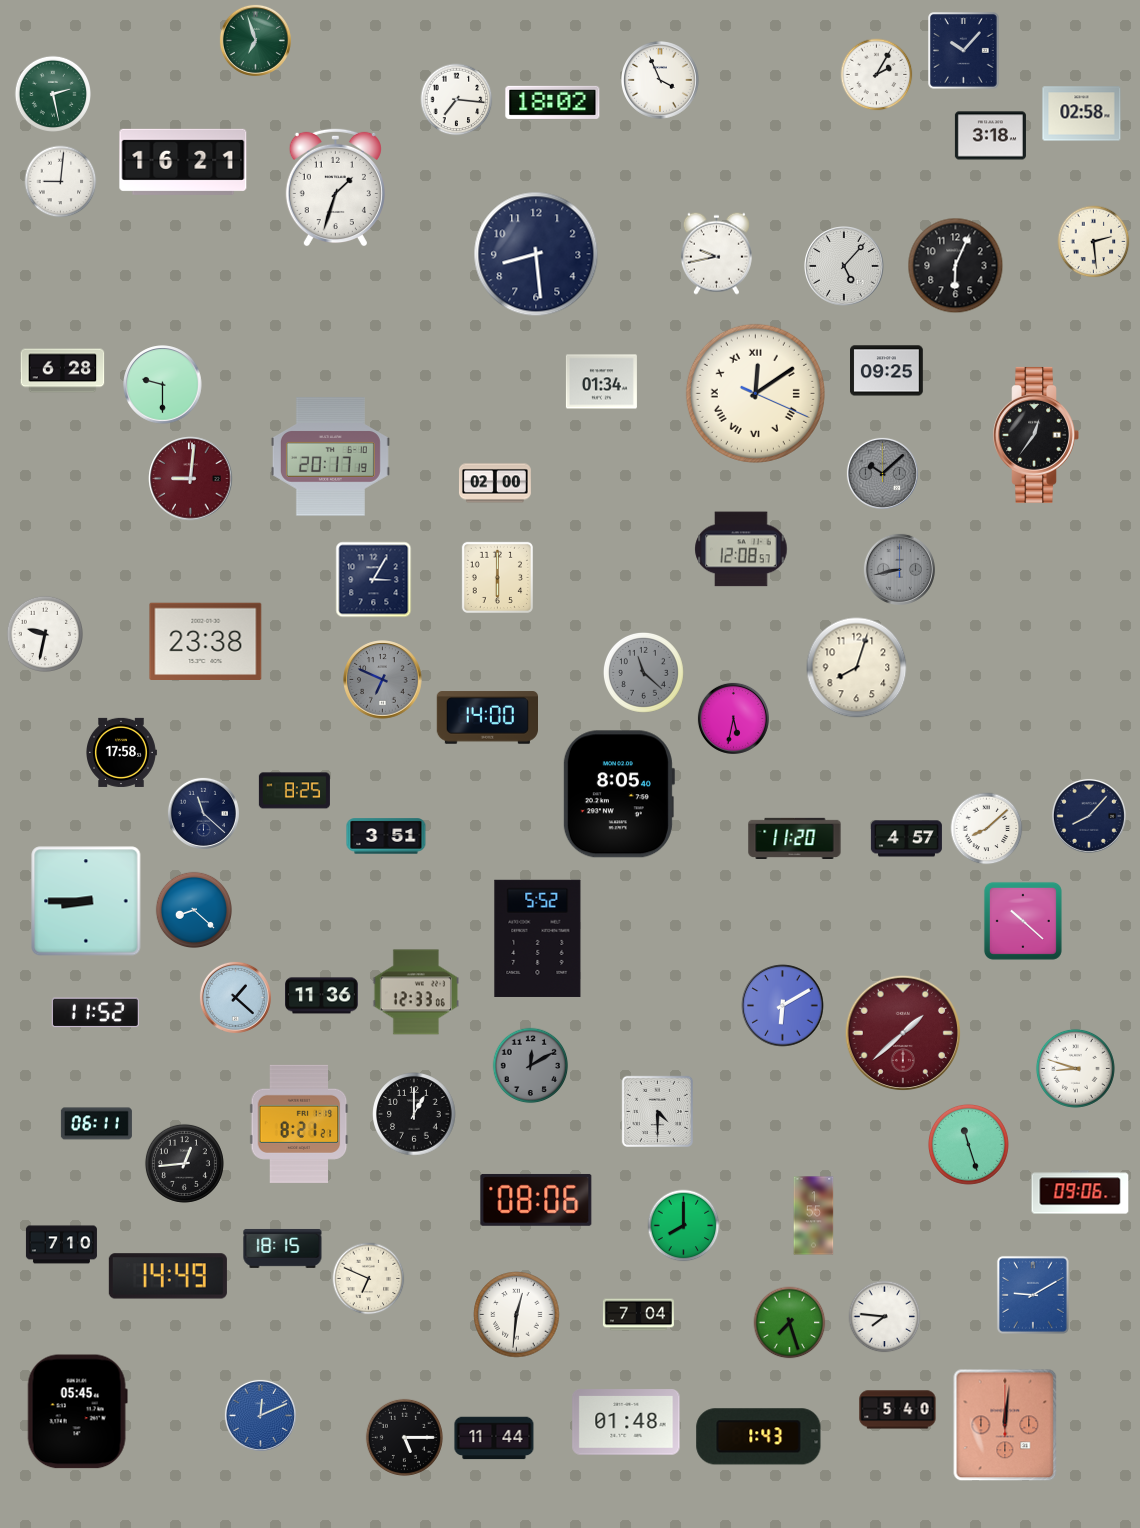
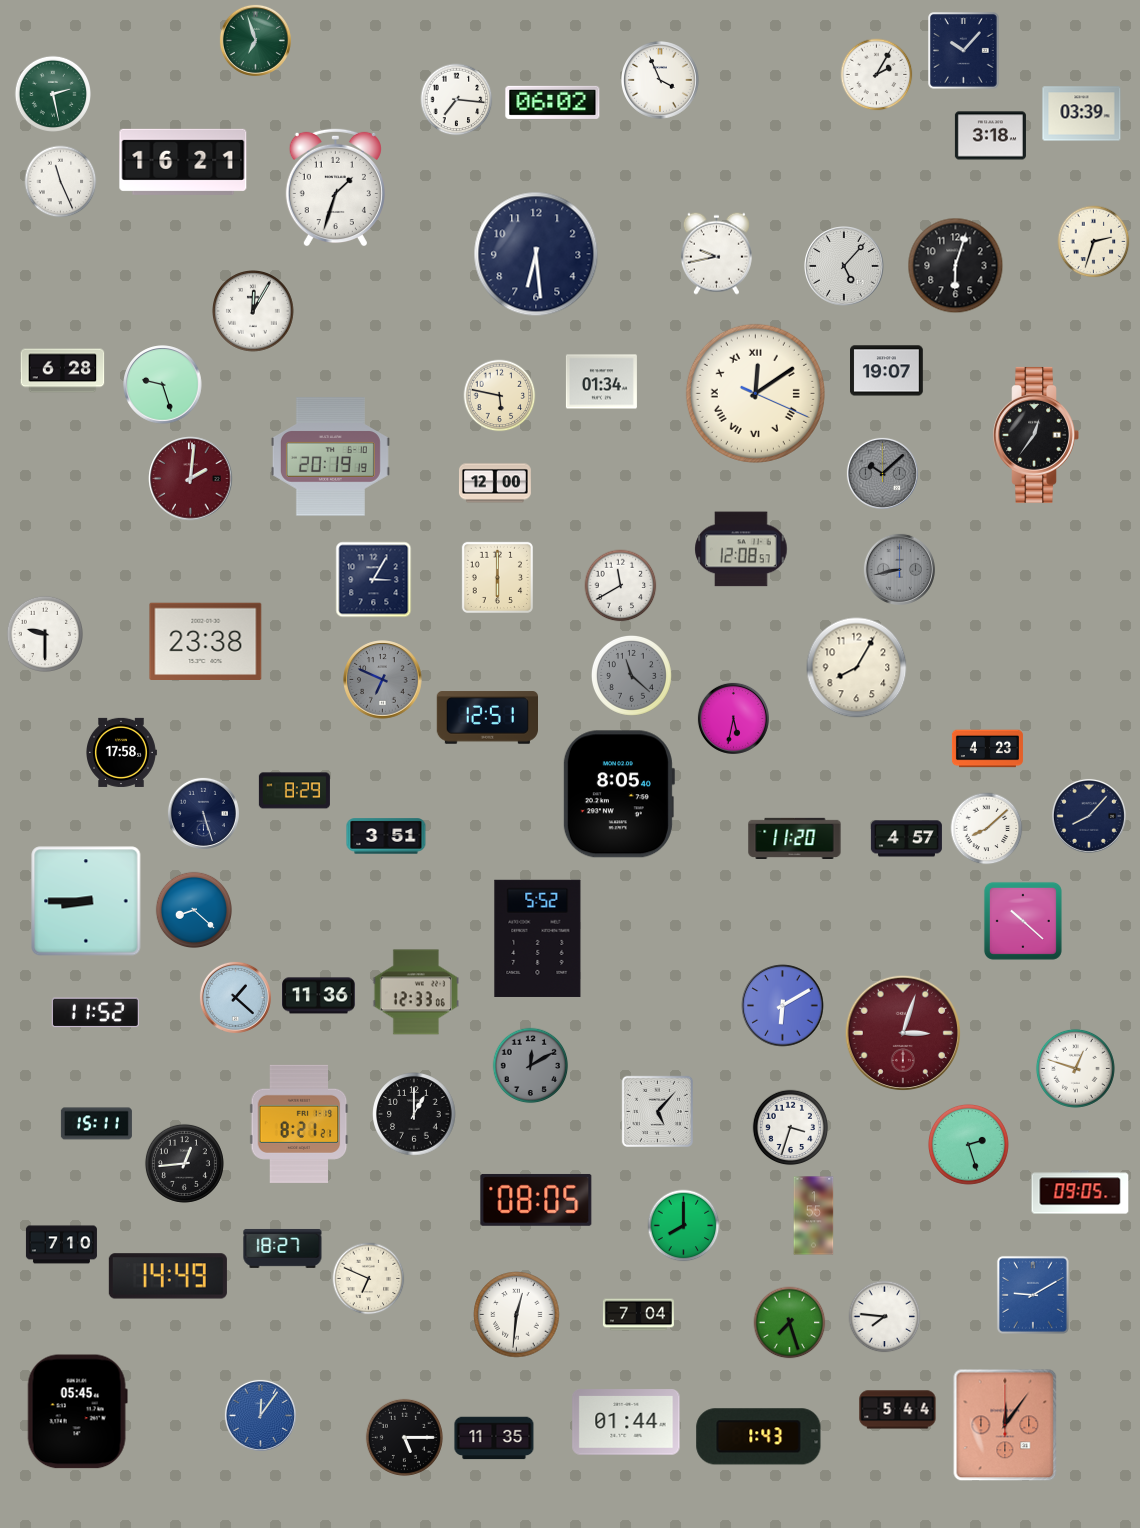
clock at (553, 102): 18:02 -> 06:02
clock at (1082, 114): 02:58 -> 03:39
clock at (61, 182): 9:01 -> 11:26
clock at (1094, 242): 2:29 -> 2:33
clock at (536, 254): 8:29 -> 6:29
clock at (956, 266): 6:04 -> 6:03
clock at (254, 312): none -> 12:05
clock at (887, 371): 09:25 -> 19:07
clock at (163, 385): 9:30 -> 9:27
clock at (500, 396): none -> 5:47
clock at (330, 457): 20:17 -> 20:19
clock at (191, 479): 9:01 -> 2:01
clock at (495, 483): 02:00 -> 12:00
clock at (621, 586): none -> 11:40
clock at (44, 633): 9:32 -> 9:30
clock at (857, 668): 8:03 -> 8:05
clock at (643, 672) position: (643, 672) -> (631, 675)
clock at (487, 718): 14:00 -> 12:51
clock at (987, 749): none -> 4:23
clock at (294, 791): 8:25 -> 8:29
clock at (203, 813): 11:22 -> 5:27
clock at (322, 996) position: (322, 996) -> (319, 996)
clock at (902, 1032): 1:38 -> 3:03
clock at (1075, 1068): 8:48 -> 12:48
clock at (657, 1111): 4:30 -> 5:07
clock at (96, 1124): 06:11 -> 15:11
clock at (791, 1128): none -> 3:33
clock at (968, 1144): 11:27 -> 2:27
clock at (1080, 1192): 09:06 -> 09:05
clock at (536, 1200): 08:06 -> 08:05
clock at (283, 1248): 18:15 -> 18:27
clock at (898, 1410): 5:40 -> 5:44
clock at (260, 1415): 12:11 -> 12:06
clock at (626, 1422): 01:48 -> 01:44
clock at (1005, 1425): 12:01 -> 12:06
clock at (494, 1438): 11:44 -> 11:35
